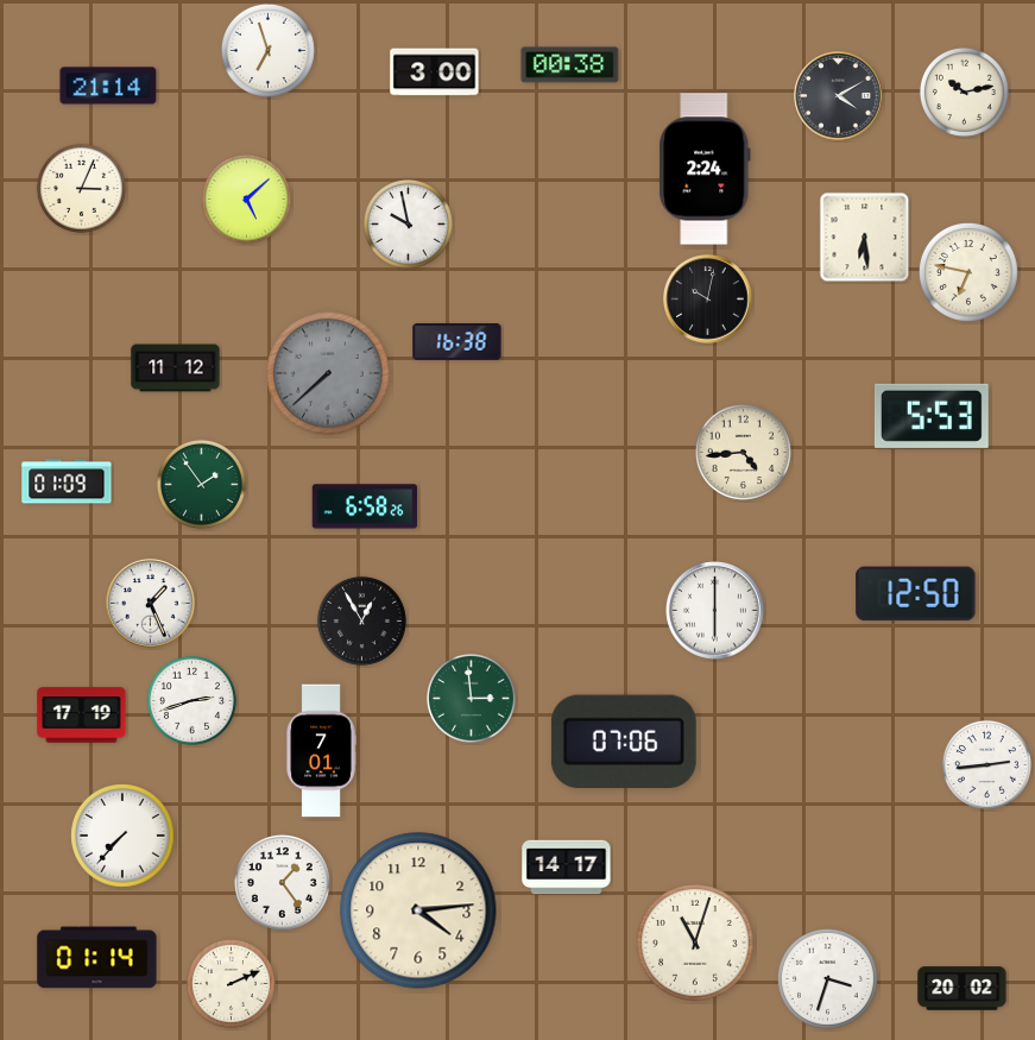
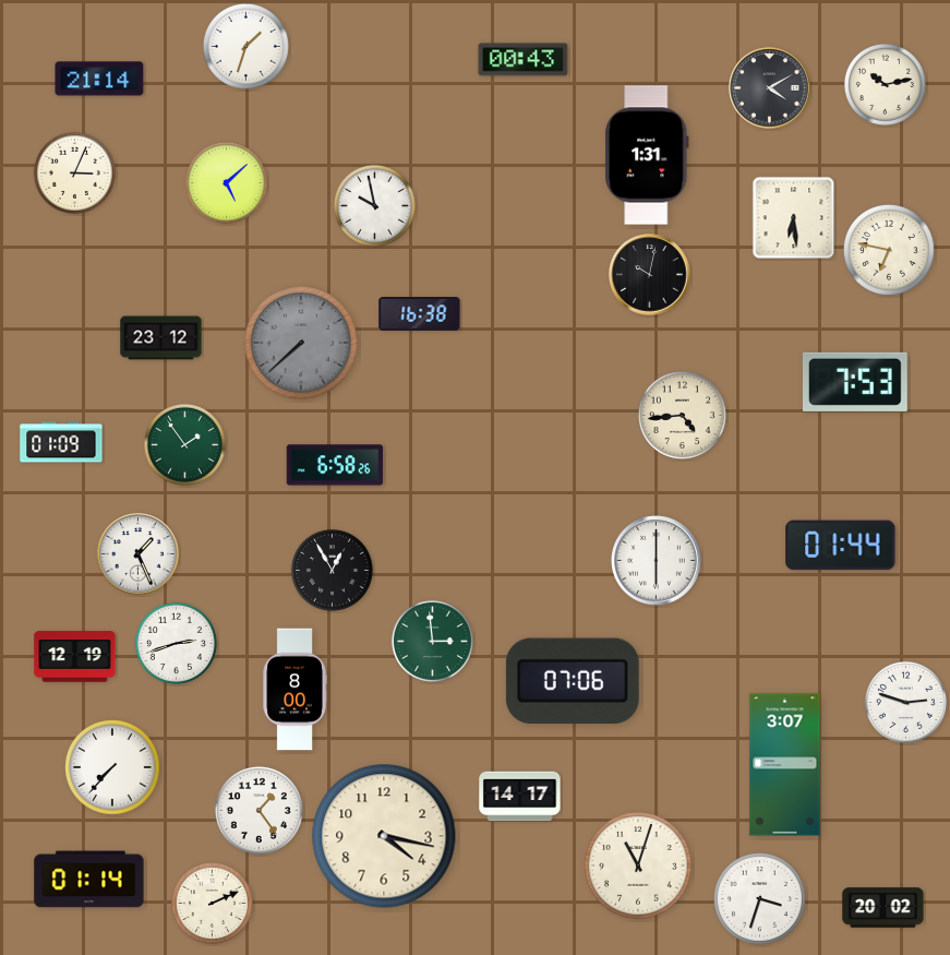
clock at (267, 50): 6:57 -> 1:33
clock at (570, 65): 00:38 -> 00:43
clock at (435, 73): 3:00 -> none
clock at (705, 169): 2:24 -> 1:31
clock at (176, 368): 11:12 -> 23:12
clock at (932, 416): 5:53 -> 7:53
clock at (916, 594): 12:50 -> 01:44
clock at (82, 716): 17:19 -> 12:19
clock at (321, 751): 7:01 -> 8:00
clock at (986, 764): 2:44 -> 2:48
clock at (785, 765): none -> 3:07
clock at (418, 910): 4:14 -> 4:17
